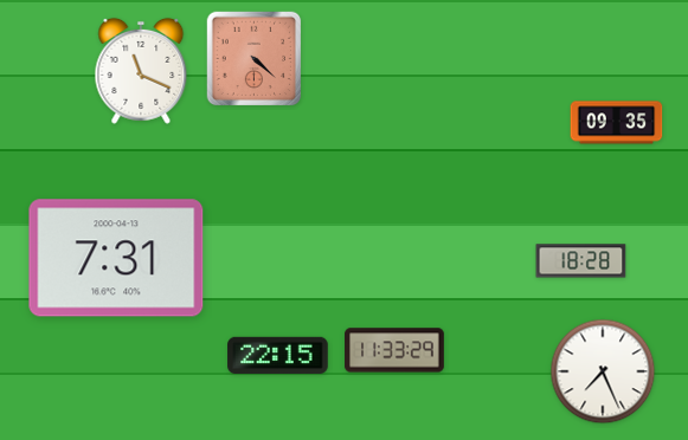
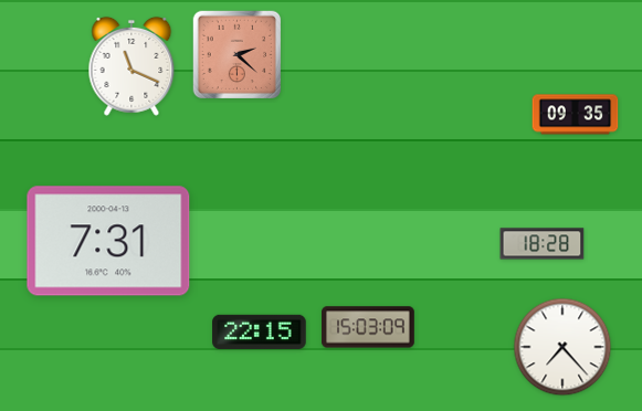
clock at (255, 59): 4:22 -> 2:22
clock at (394, 350): 11:33 -> 15:03
clock at (603, 371): 7:26 -> 7:23
